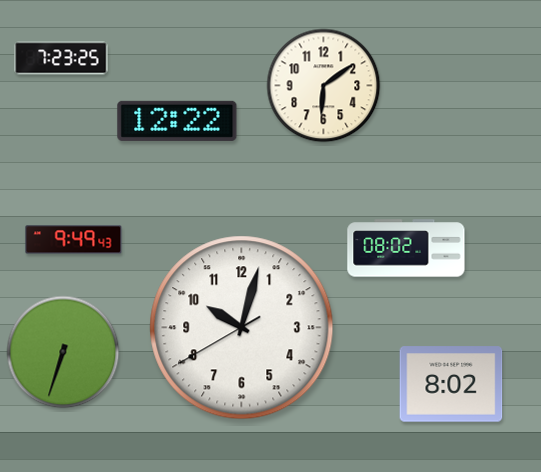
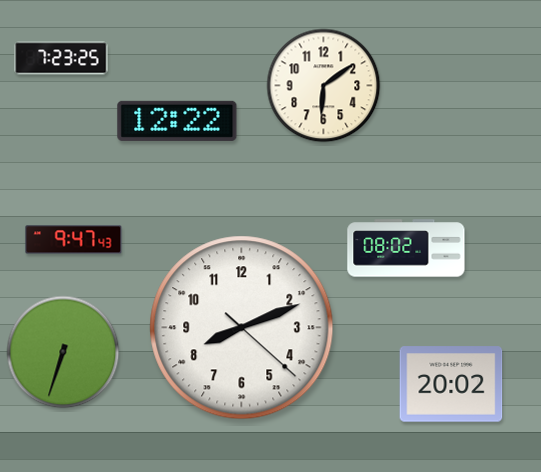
clock at (74, 240): 9:49 -> 9:47
clock at (242, 328): 10:02 -> 8:11
clock at (451, 384): 8:02 -> 20:02
